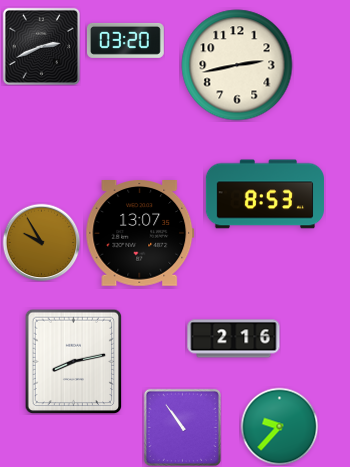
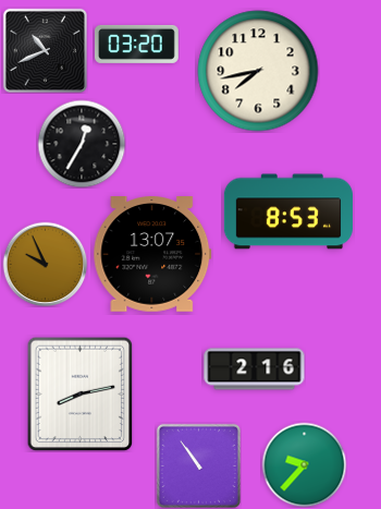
clock at (41, 46): 2:41 -> 10:41
clock at (237, 65): 2:43 -> 7:43
clock at (82, 144): none -> 12:35
clock at (41, 242): 9:55 -> 9:56
